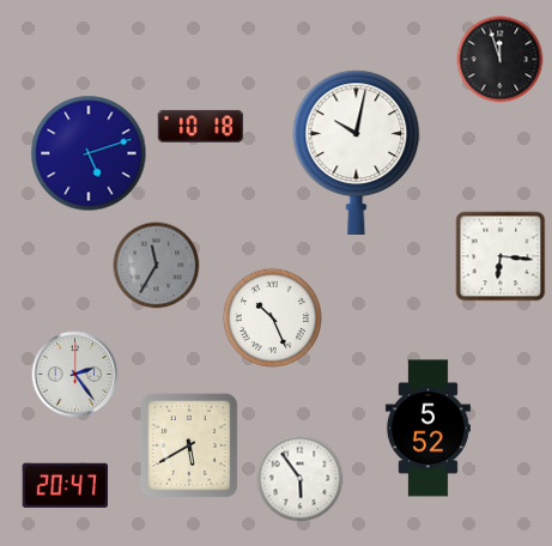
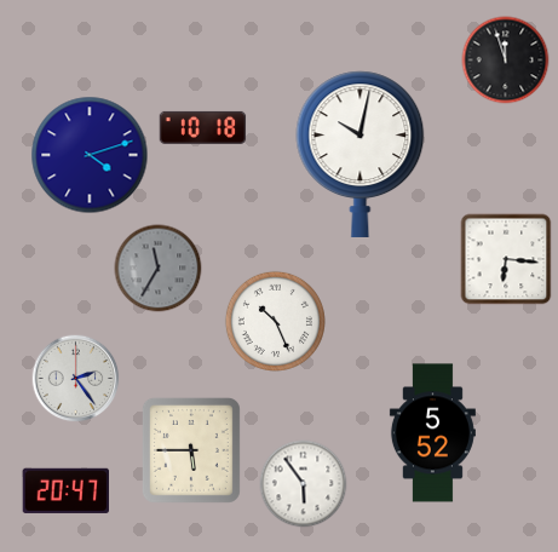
clock at (89, 153): 5:12 -> 4:12
clock at (189, 445): 5:40 -> 5:45
